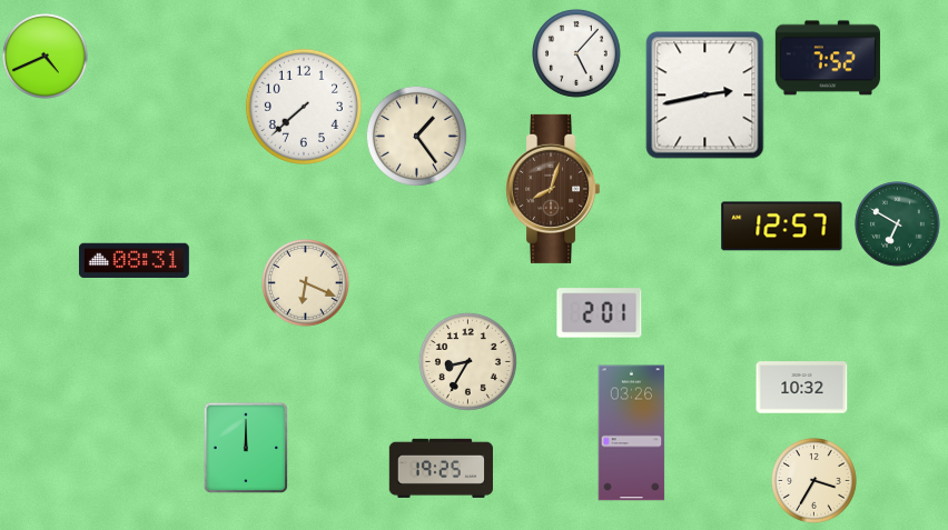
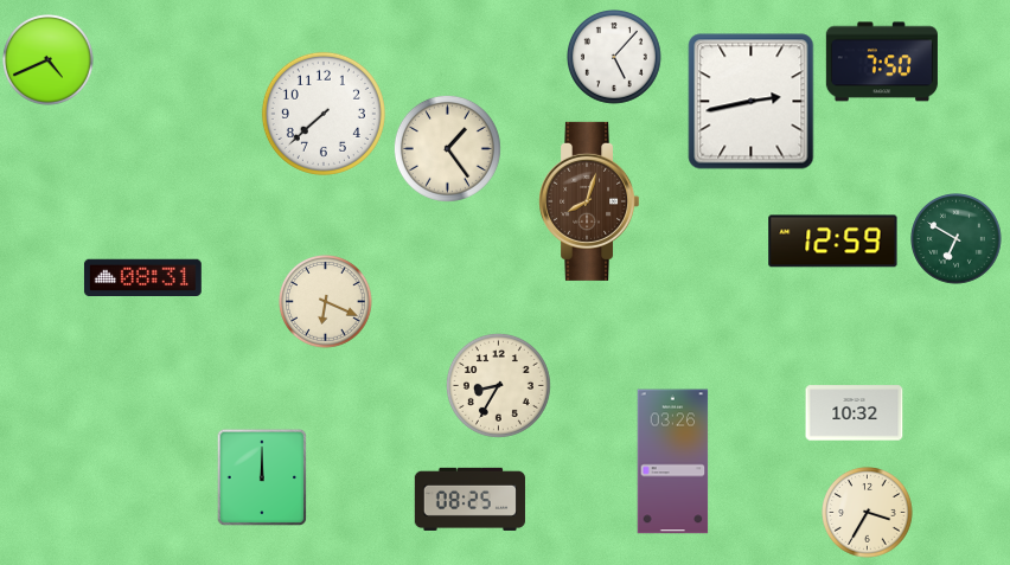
clock at (828, 58): 7:52 -> 7:50
clock at (416, 136) position: (416, 136) -> (447, 148)
clock at (782, 227): 12:57 -> 12:59
clock at (600, 313): 2:01 -> none
clock at (441, 468): 19:25 -> 08:25
